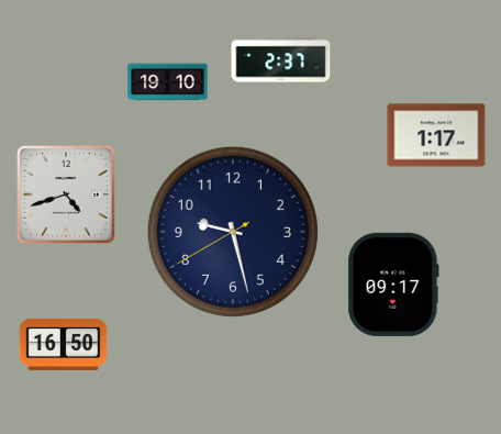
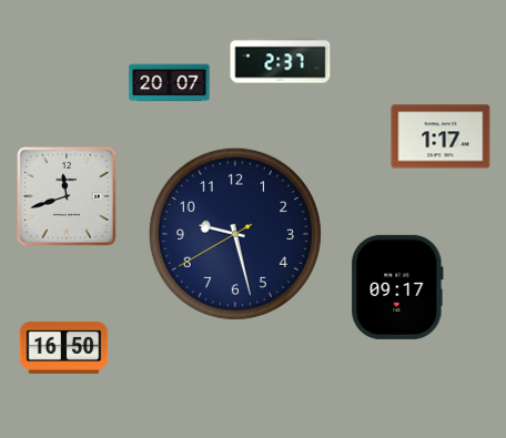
clock at (281, 60) position: (281, 60) -> (281, 61)
clock at (168, 82): 19:10 -> 20:07
clock at (67, 196): 4:42 -> 11:42
